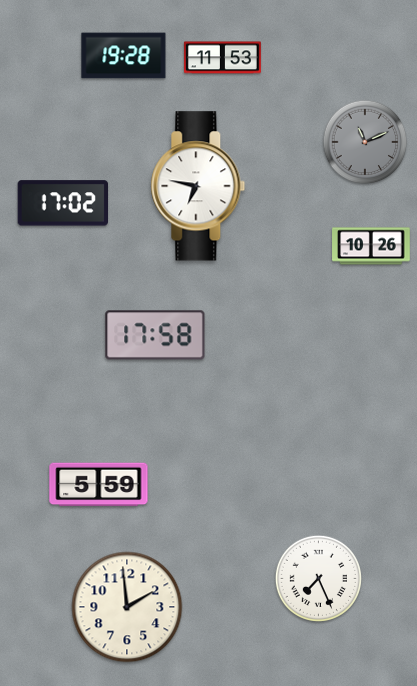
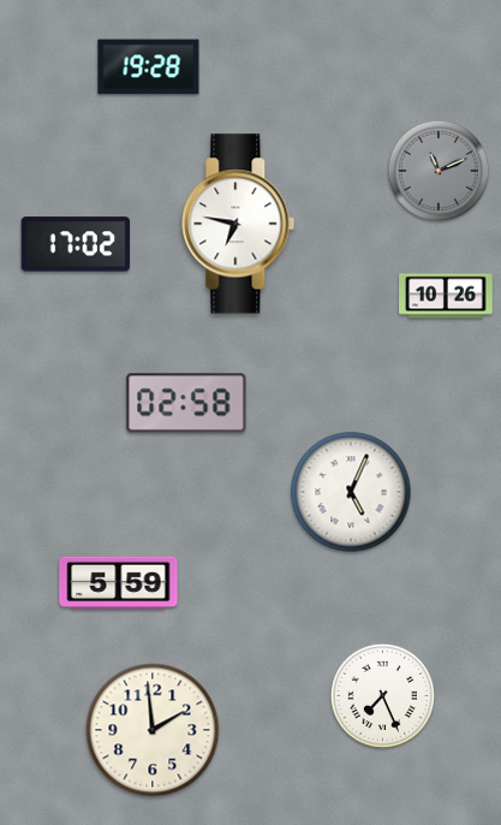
clock at (222, 58): 11:53 -> none
clock at (155, 335): 17:58 -> 02:58
clock at (351, 492): none -> 5:04
